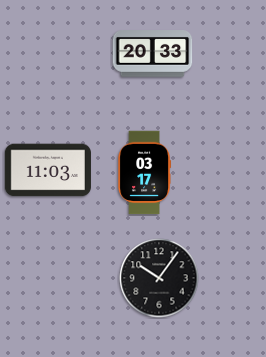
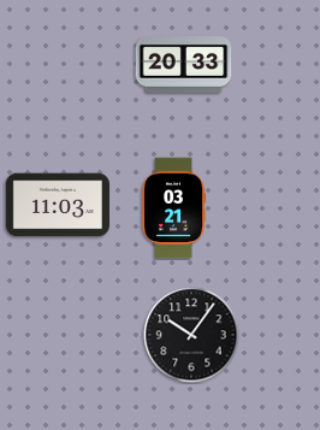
clock at (144, 173): 03:17 -> 03:21
